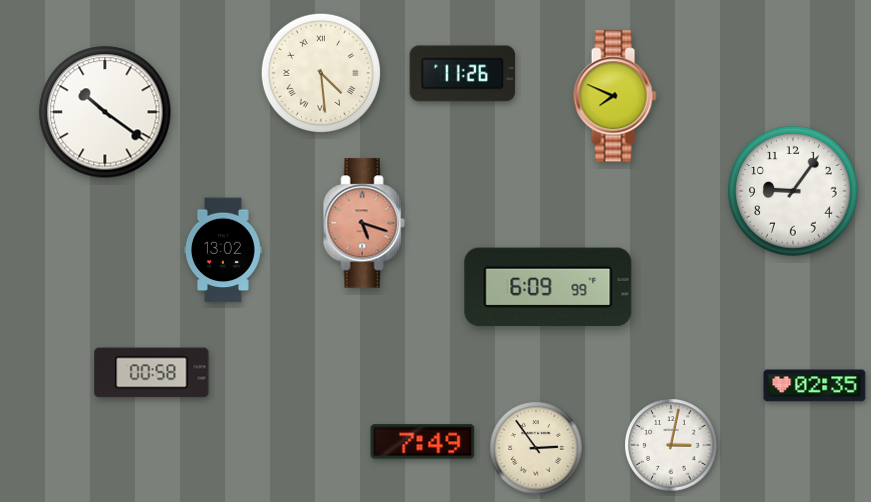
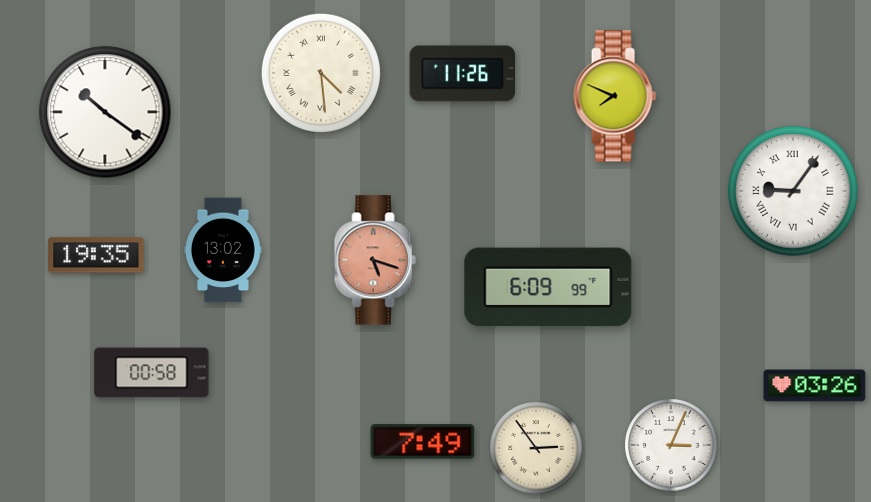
clock at (793, 191) numerals: Arabic -> Roman
clock at (364, 223) position: (364, 223) -> (375, 260)
clock at (96, 255): none -> 19:35
clock at (815, 386): 02:35 -> 03:26
clock at (671, 445): 3:02 -> 3:04
